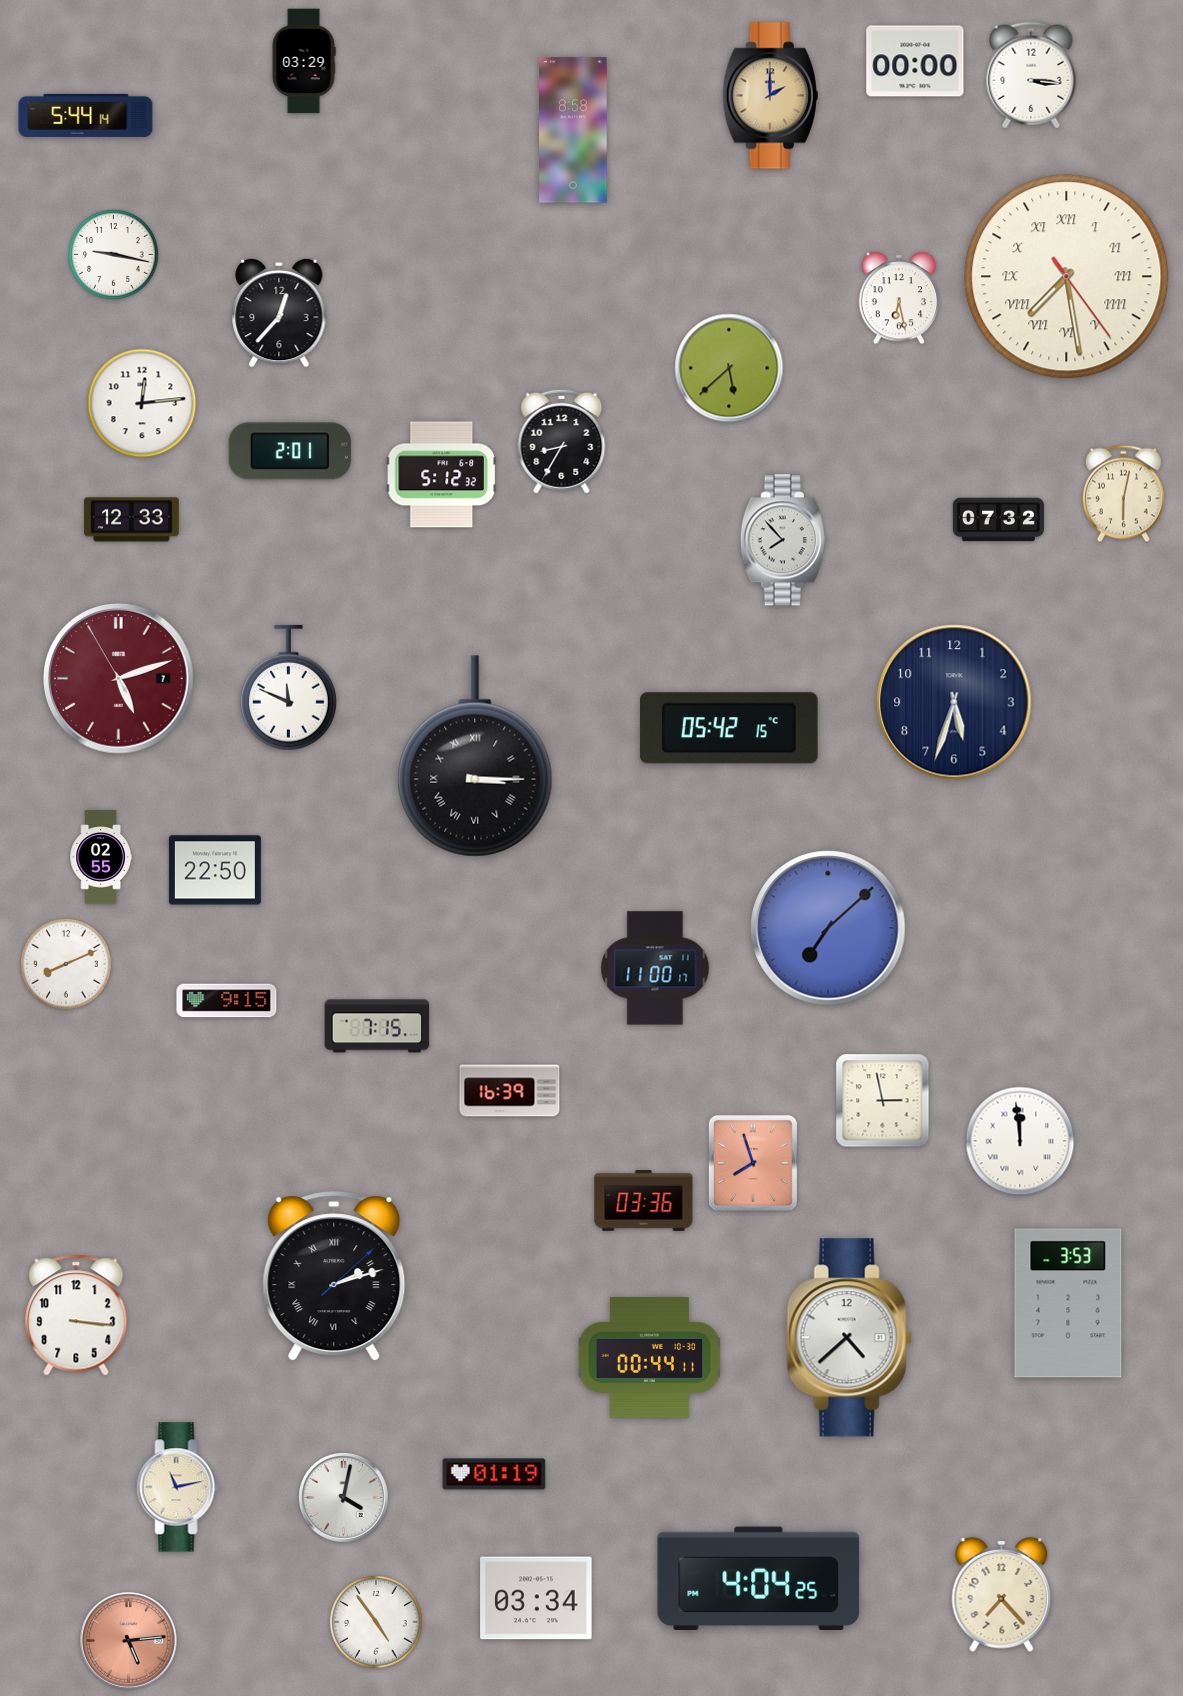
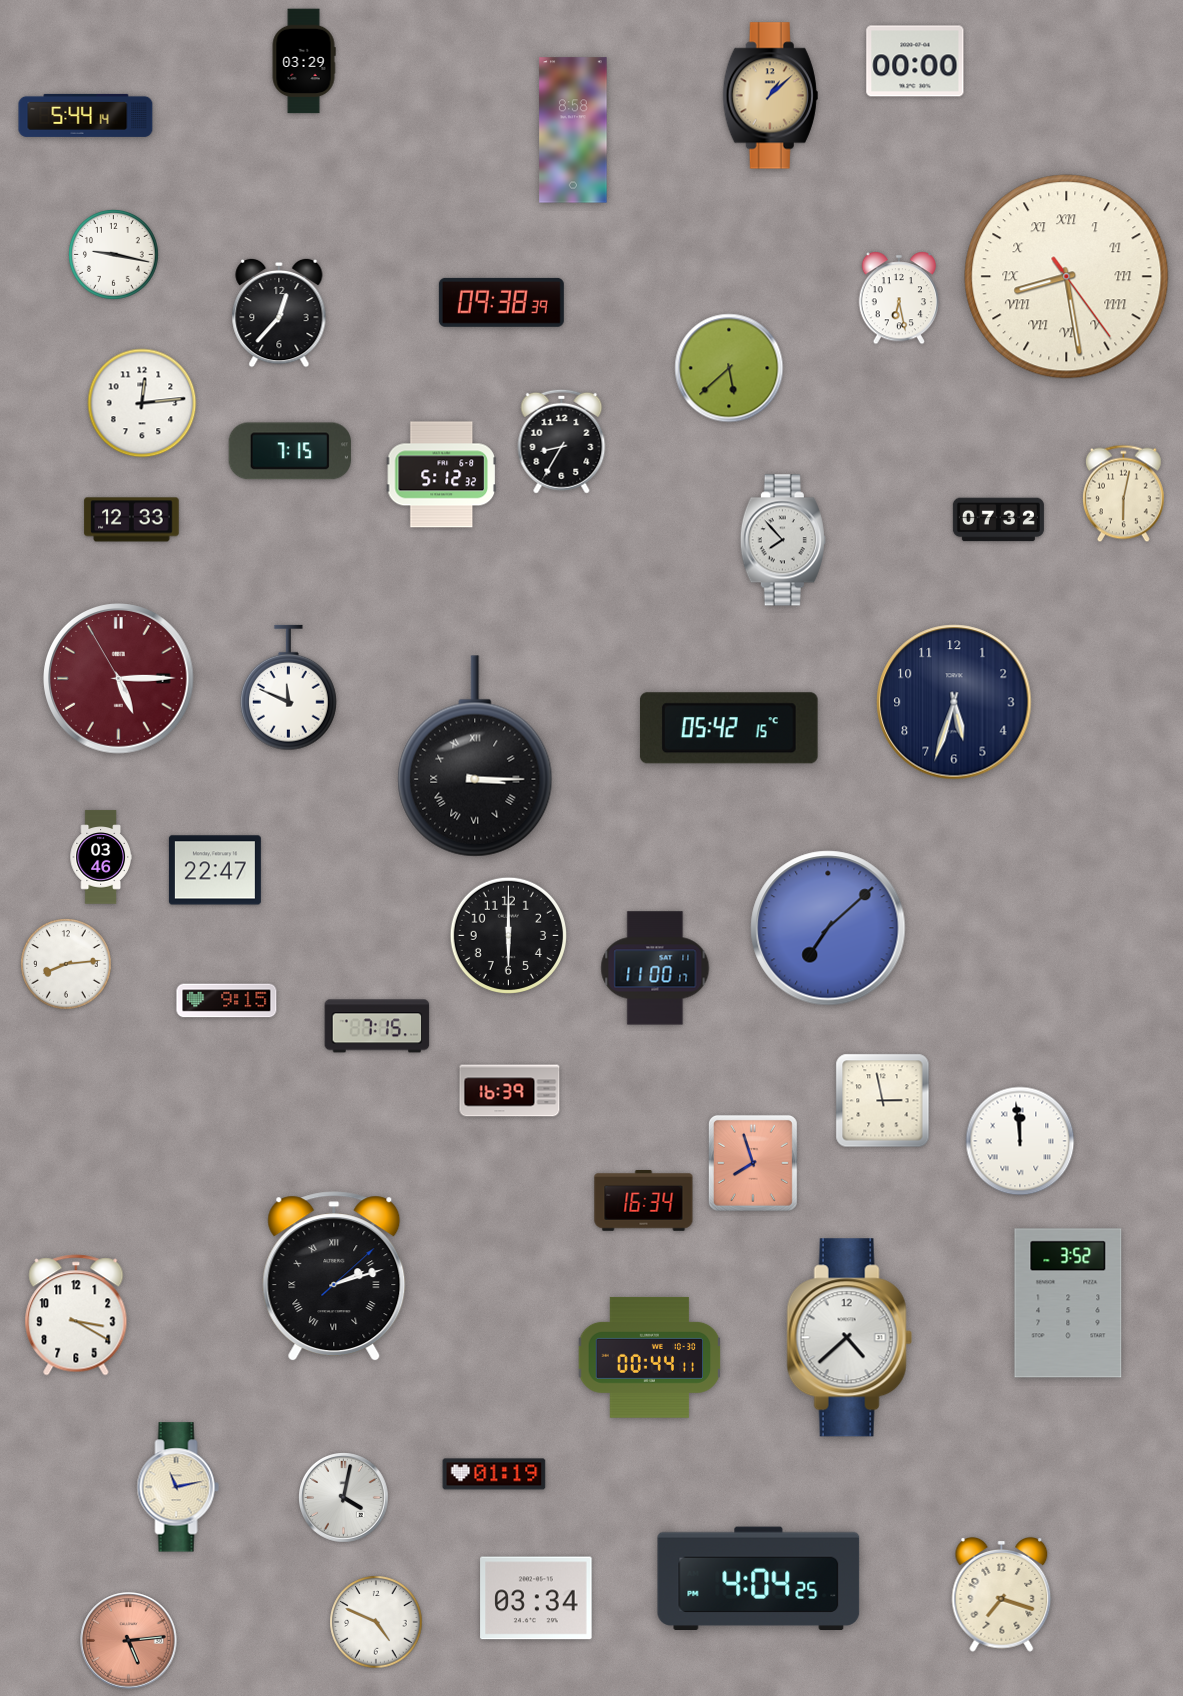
clock at (1031, 75): 3:16 -> none
clock at (770, 96): 2:00 -> 1:08
clock at (1067, 277): 7:28 -> 8:28
clock at (501, 302): none -> 09:38
clock at (290, 451): 2:01 -> 7:15
clock at (119, 679): 5:11 -> 5:14
clock at (101, 857): 02:55 -> 03:46
clock at (215, 870): 22:50 -> 22:47
clock at (508, 935): none -> 6:00
clock at (66, 964): 8:11 -> 8:14
clock at (644, 1201): 03:36 -> 16:34
clock at (1068, 1303): 3:53 -> 3:52
clock at (76, 1315): 3:16 -> 3:20
clock at (1002, 1594): 7:23 -> 7:18
clock at (376, 1622): 4:54 -> 4:49
